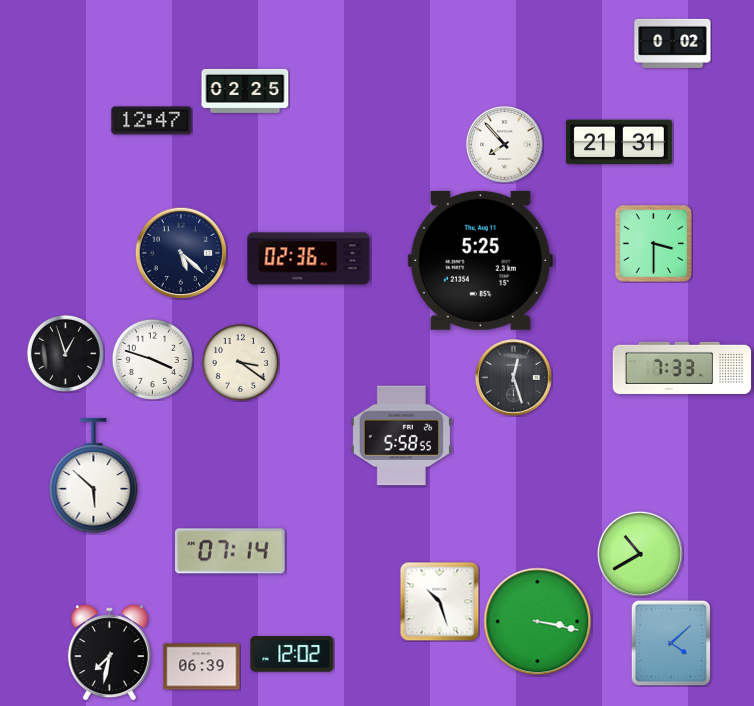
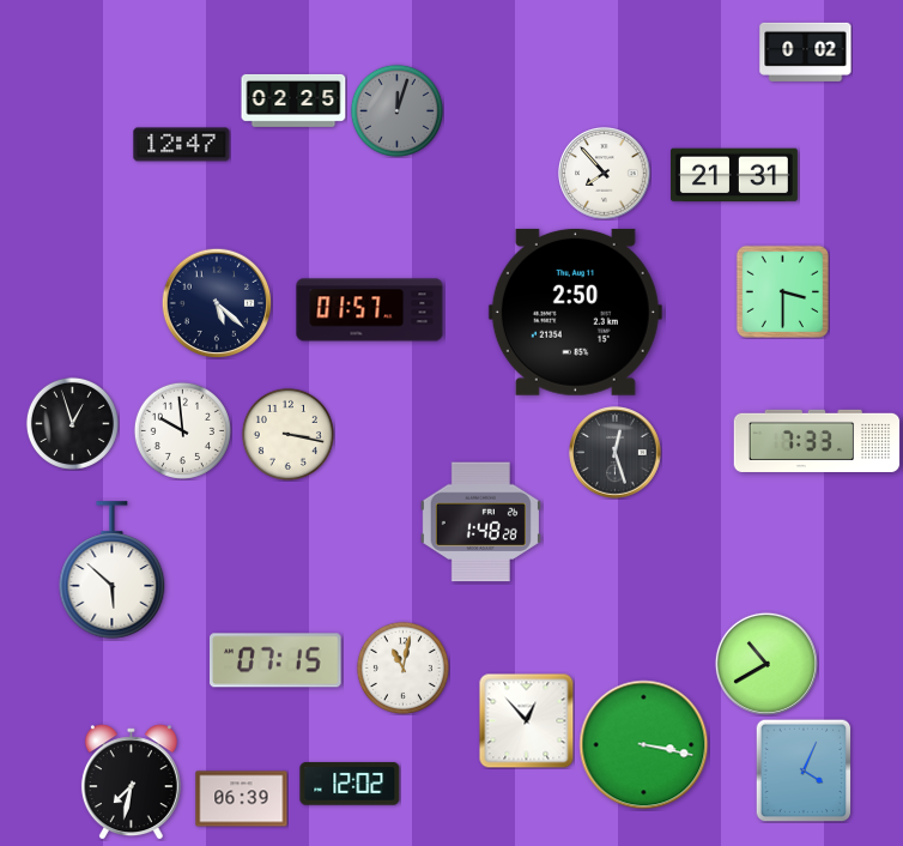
clock at (245, 91) position: (245, 91) -> (293, 101)
clock at (396, 110): none -> 12:03
clock at (619, 142) position: (619, 142) -> (734, 175)
clock at (309, 259): 02:36 -> 01:57
clock at (480, 260): 5:25 -> 2:50
clock at (65, 353) position: (65, 353) -> (72, 423)
clock at (152, 359): 3:48 -> 9:59
clock at (240, 362): 3:21 -> 3:17
clock at (401, 436): 5:58 -> 1:48
clock at (231, 551): 07:14 -> 07:15
clock at (402, 667): none -> 11:02
clock at (439, 601): 10:27 -> 12:53
clock at (671, 643): 4:08 -> 4:04
